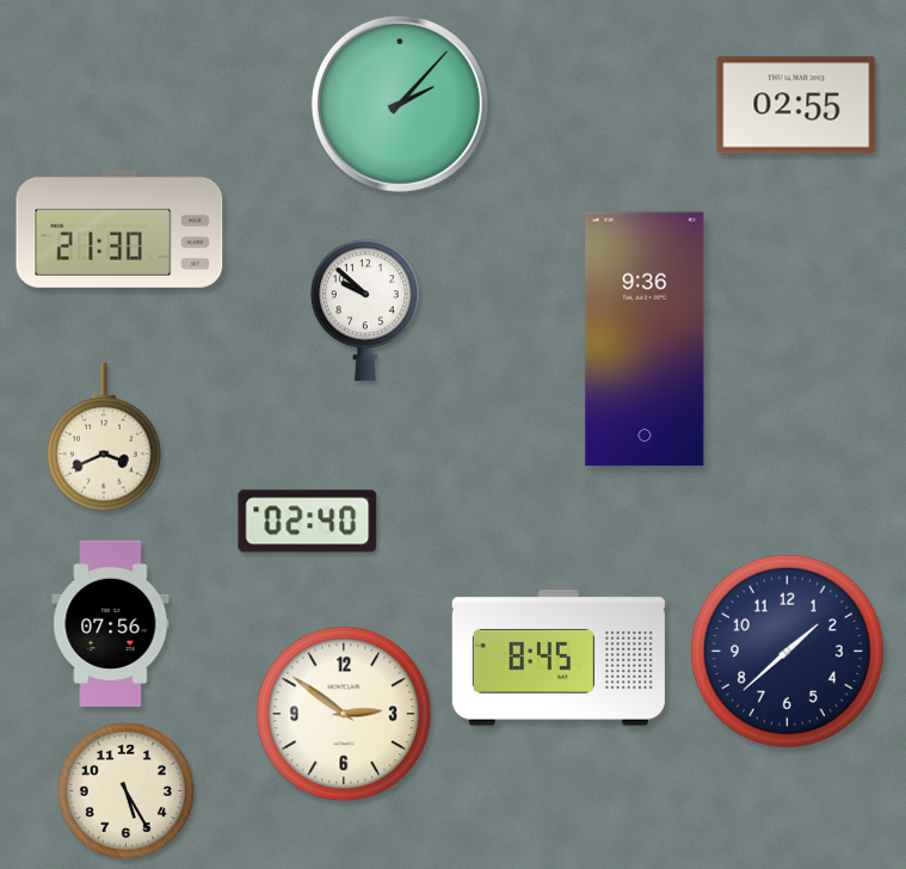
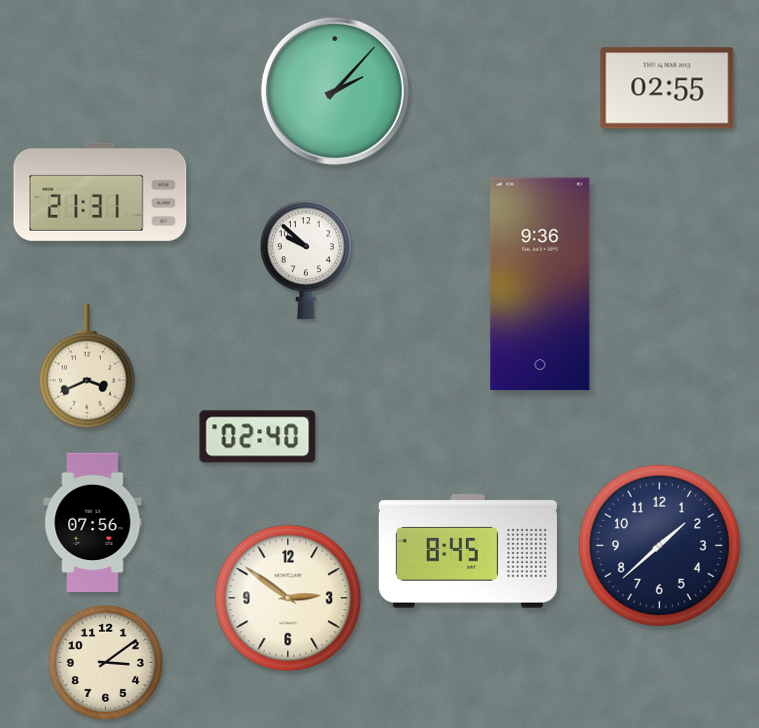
clock at (400, 104) position: (400, 104) -> (335, 91)
clock at (119, 229): 21:30 -> 21:31
clock at (125, 790): 5:25 -> 3:09
